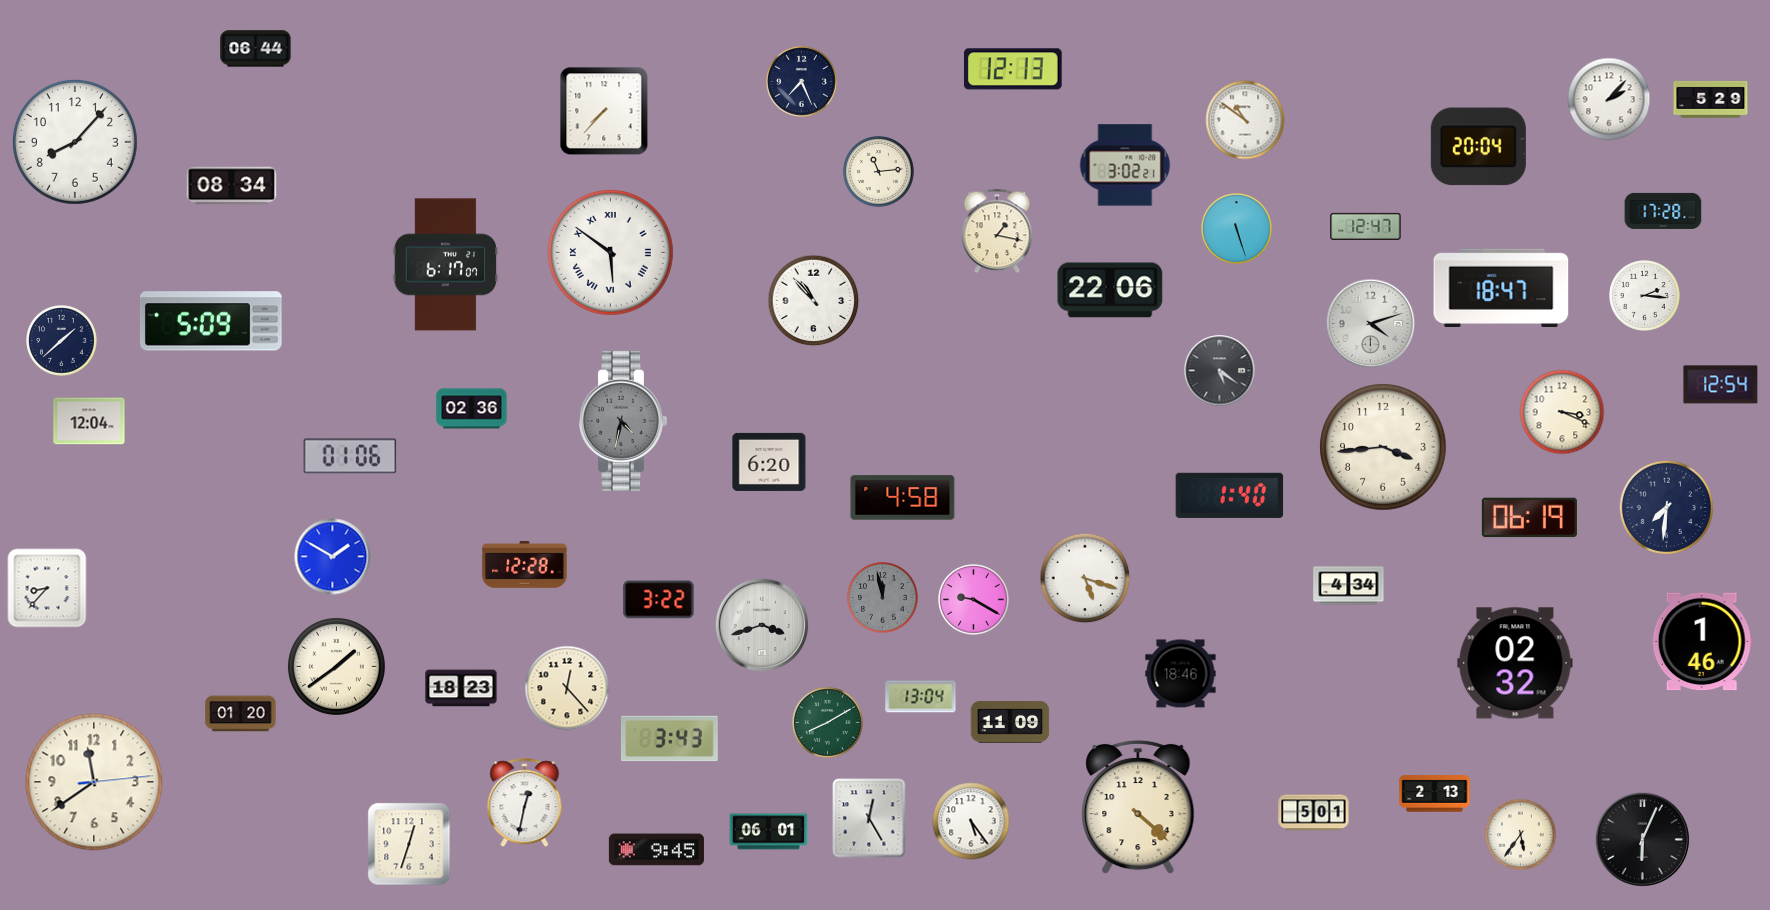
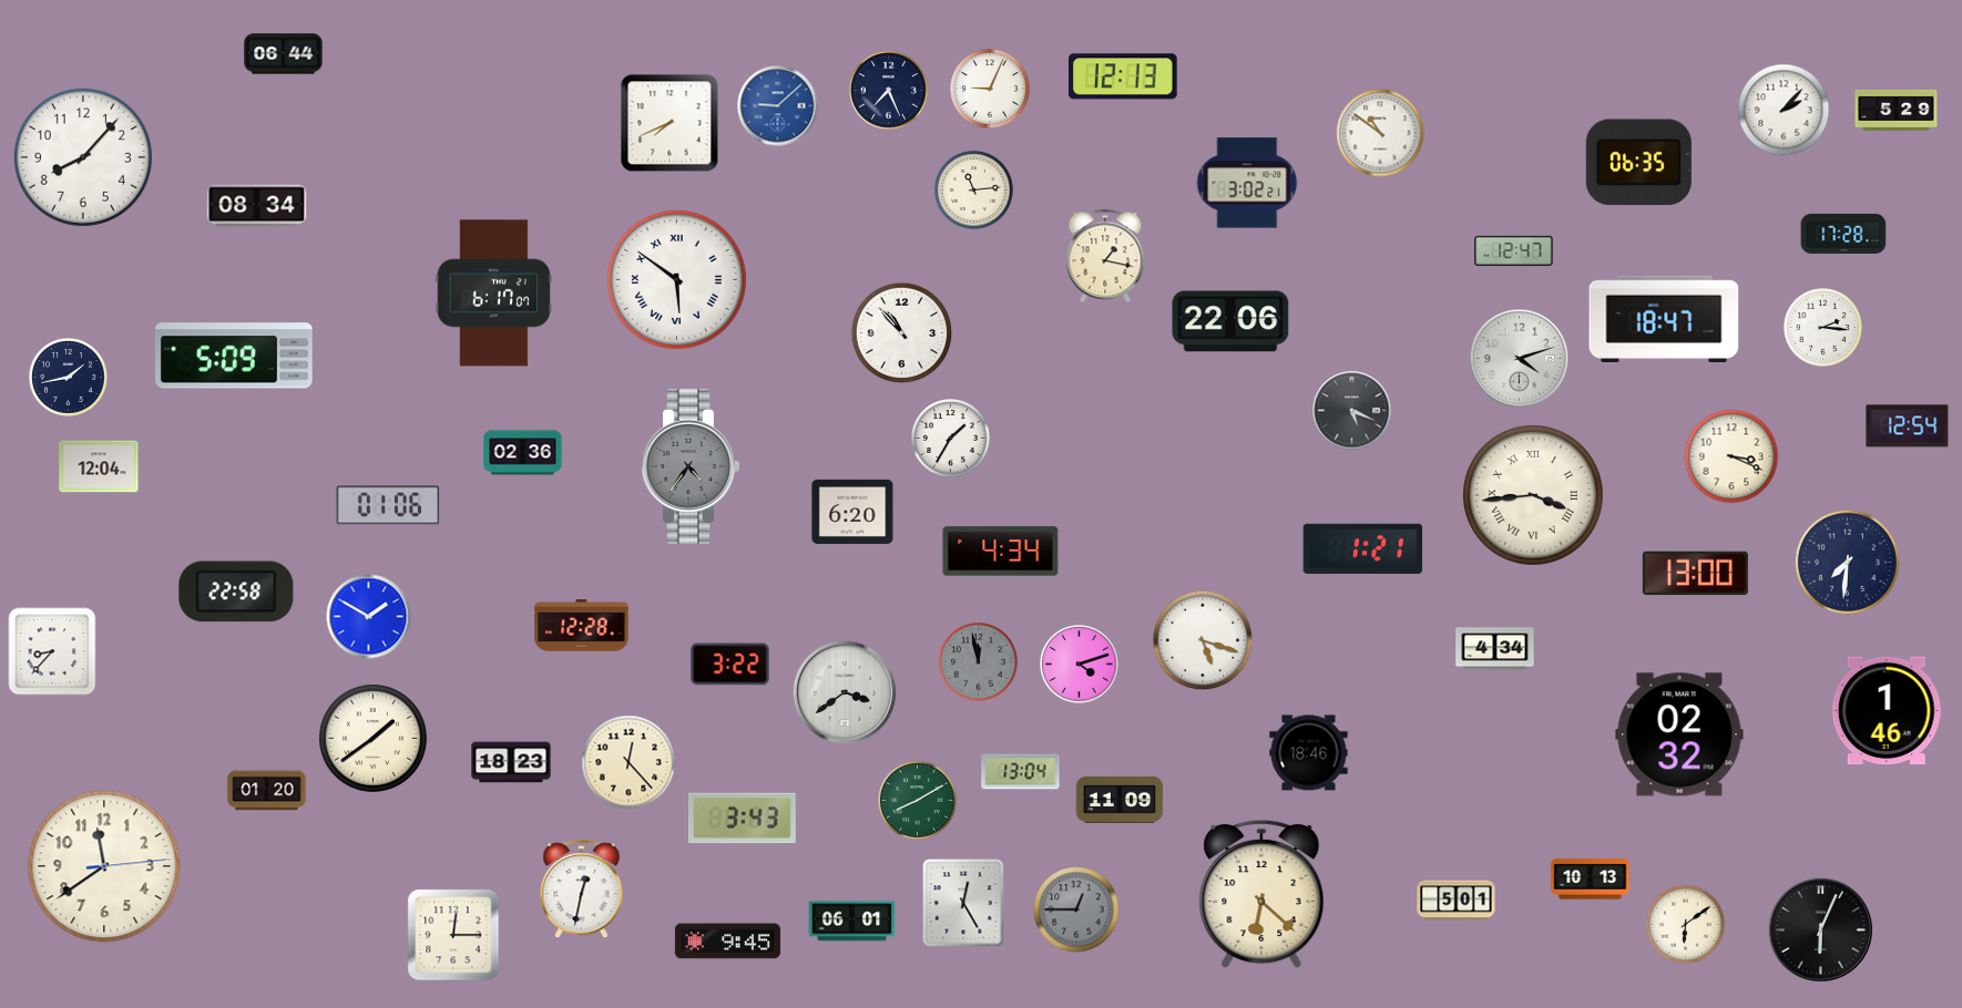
clock at (990, 89): none -> 9:04
clock at (778, 106): none -> 9:08
clock at (604, 111): 7:37 -> 7:41
clock at (1478, 147): 20:04 -> 06:35
clock at (1237, 229): 5:27 -> none
clock at (62, 341): 1:38 -> 1:43
clock at (1220, 371): 5:21 -> 5:19
clock at (951, 439): none -> 1:35
clock at (622, 421): 4:32 -> 4:36
clock at (1384, 448) numerals: Arabic -> Roman
clock at (1230, 495): 1:40 -> 1:21
clock at (903, 498): 4:58 -> 4:34
clock at (1529, 518): 06:19 -> 13:00
clock at (236, 592): none -> 22:58
clock at (974, 600): 9:20 -> 4:12
clock at (762, 625): 3:42 -> 3:39
clock at (1181, 674) position: (1181, 674) -> (1309, 753)
clock at (1435, 794): 2:13 -> 10:13
clock at (1138, 807): 4:22 -> 6:22
clock at (869, 818) position: (869, 818) -> (963, 903)
clock at (971, 821): 5:24 -> 12:45
clock at (971, 821) dial: white -> grey
clock at (1521, 835): 5:36 -> 6:09
clock at (409, 844): 12:33 -> 12:15
